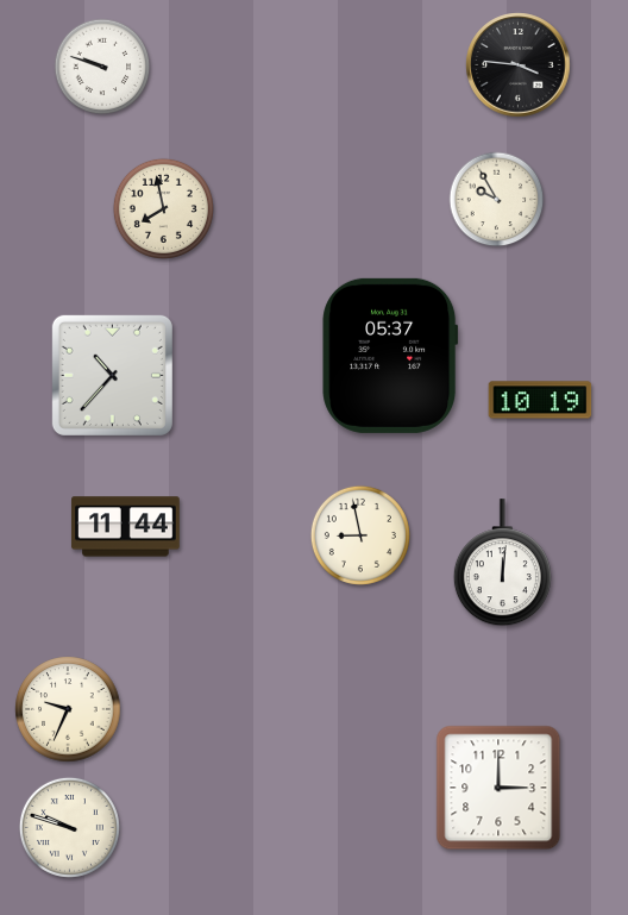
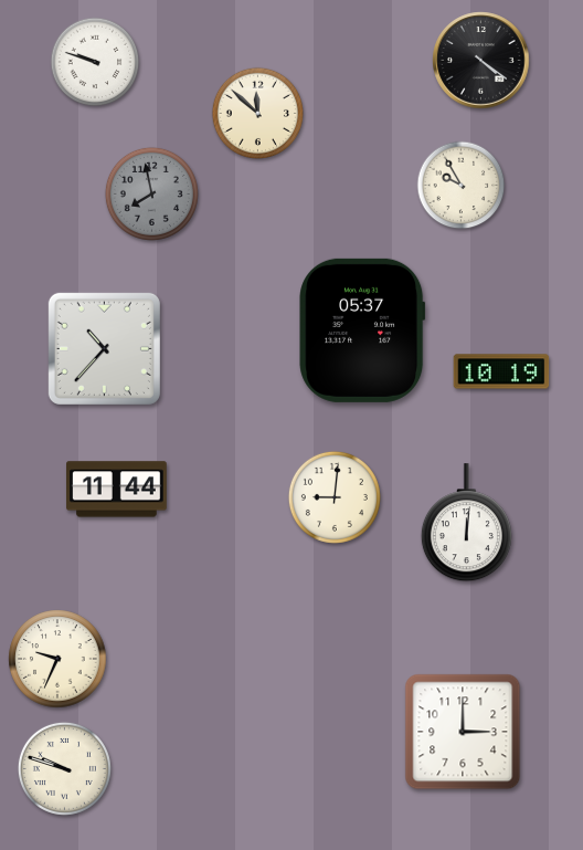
clock at (519, 65): 3:46 -> 4:21
clock at (257, 113): none -> 11:52
clock at (163, 208) dial: cream -> grey
clock at (360, 535): 8:58 -> 9:01
clock at (68, 709) position: (68, 709) -> (57, 659)
